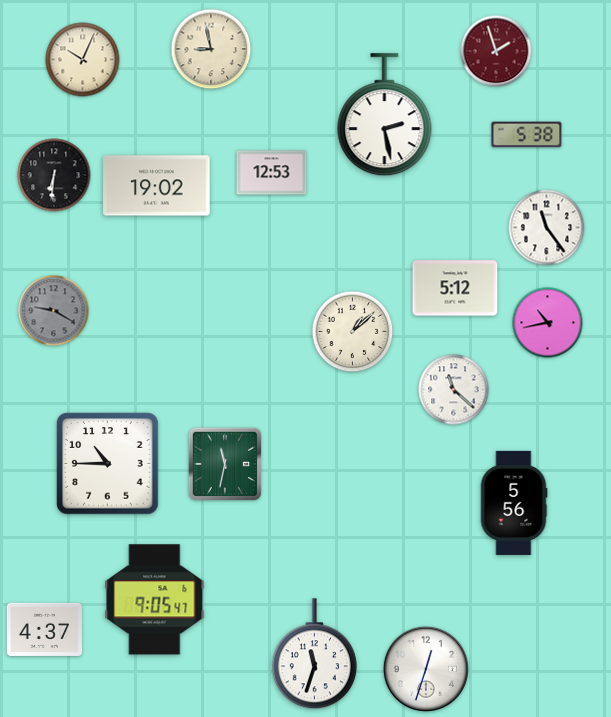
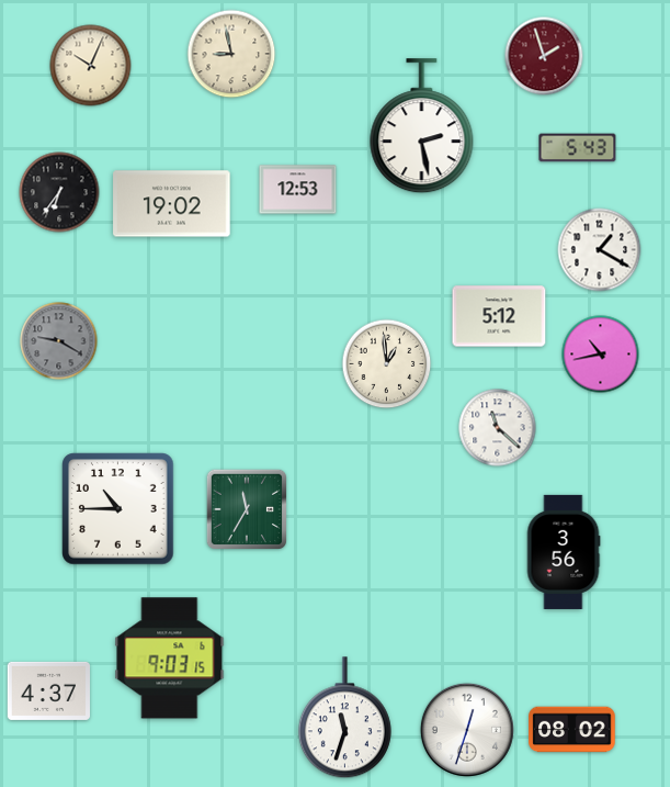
clock at (527, 135): 5:38 -> 5:43
clock at (54, 175): 6:31 -> 6:36
clock at (547, 228): 11:24 -> 1:20
clock at (353, 332): 1:08 -> 12:59
clock at (224, 463): 11:32 -> 11:35
clock at (514, 503): 5:56 -> 3:56
clock at (155, 600): 9:05 -> 9:03
clock at (572, 730): none -> 08:02
clock at (426, 669) position: (426, 669) -> (467, 730)
